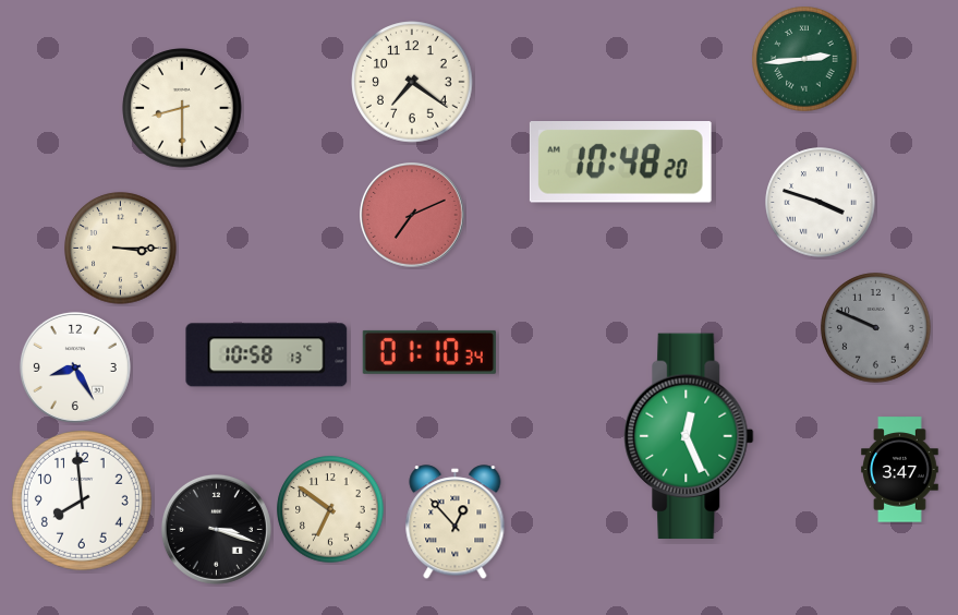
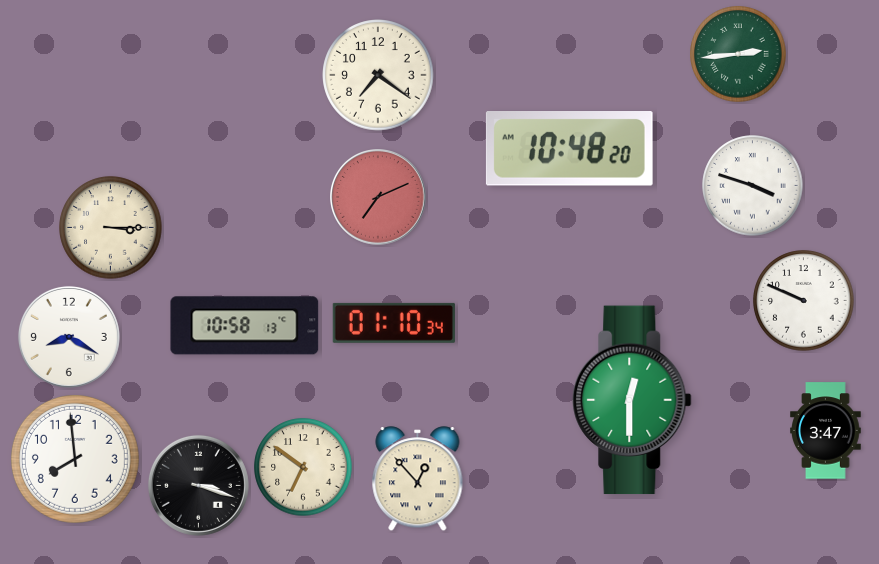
clock at (182, 108): 8:30 -> none
clock at (876, 328) dial: grey -> white
clock at (75, 367): 8:25 -> 8:20
clock at (689, 436): 12:26 -> 12:30
